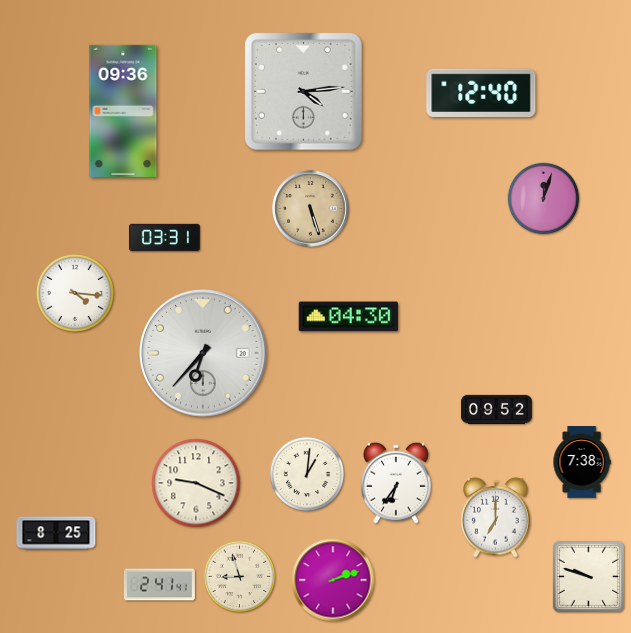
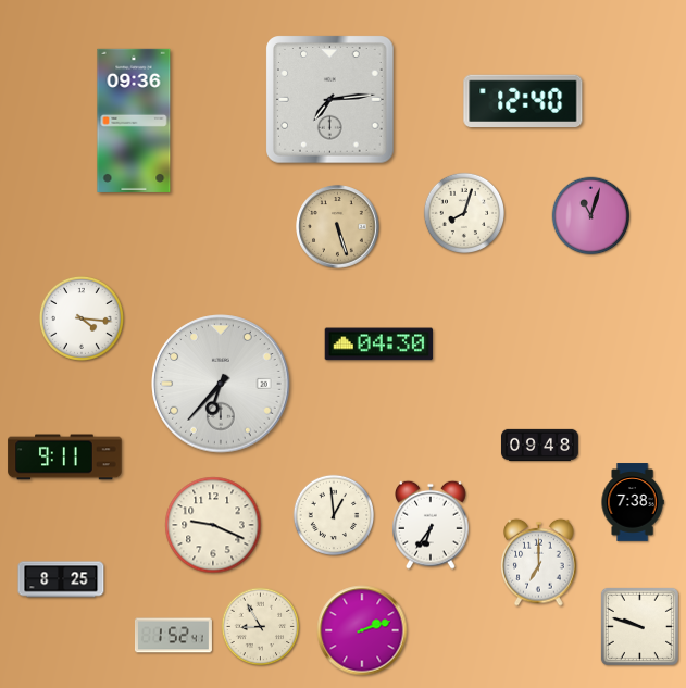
clock at (304, 92): 4:14 -> 7:14
clock at (463, 212): none -> 8:03
clock at (544, 199): 12:03 -> 11:03
clock at (164, 238): 03:31 -> none
clock at (496, 409): 09:52 -> 09:48
clock at (65, 458): none -> 9:11
clock at (306, 473): 1:01 -> 12:59
clock at (240, 577): 8:57 -> 8:55
clock at (159, 585): 2:41 -> 1:52
